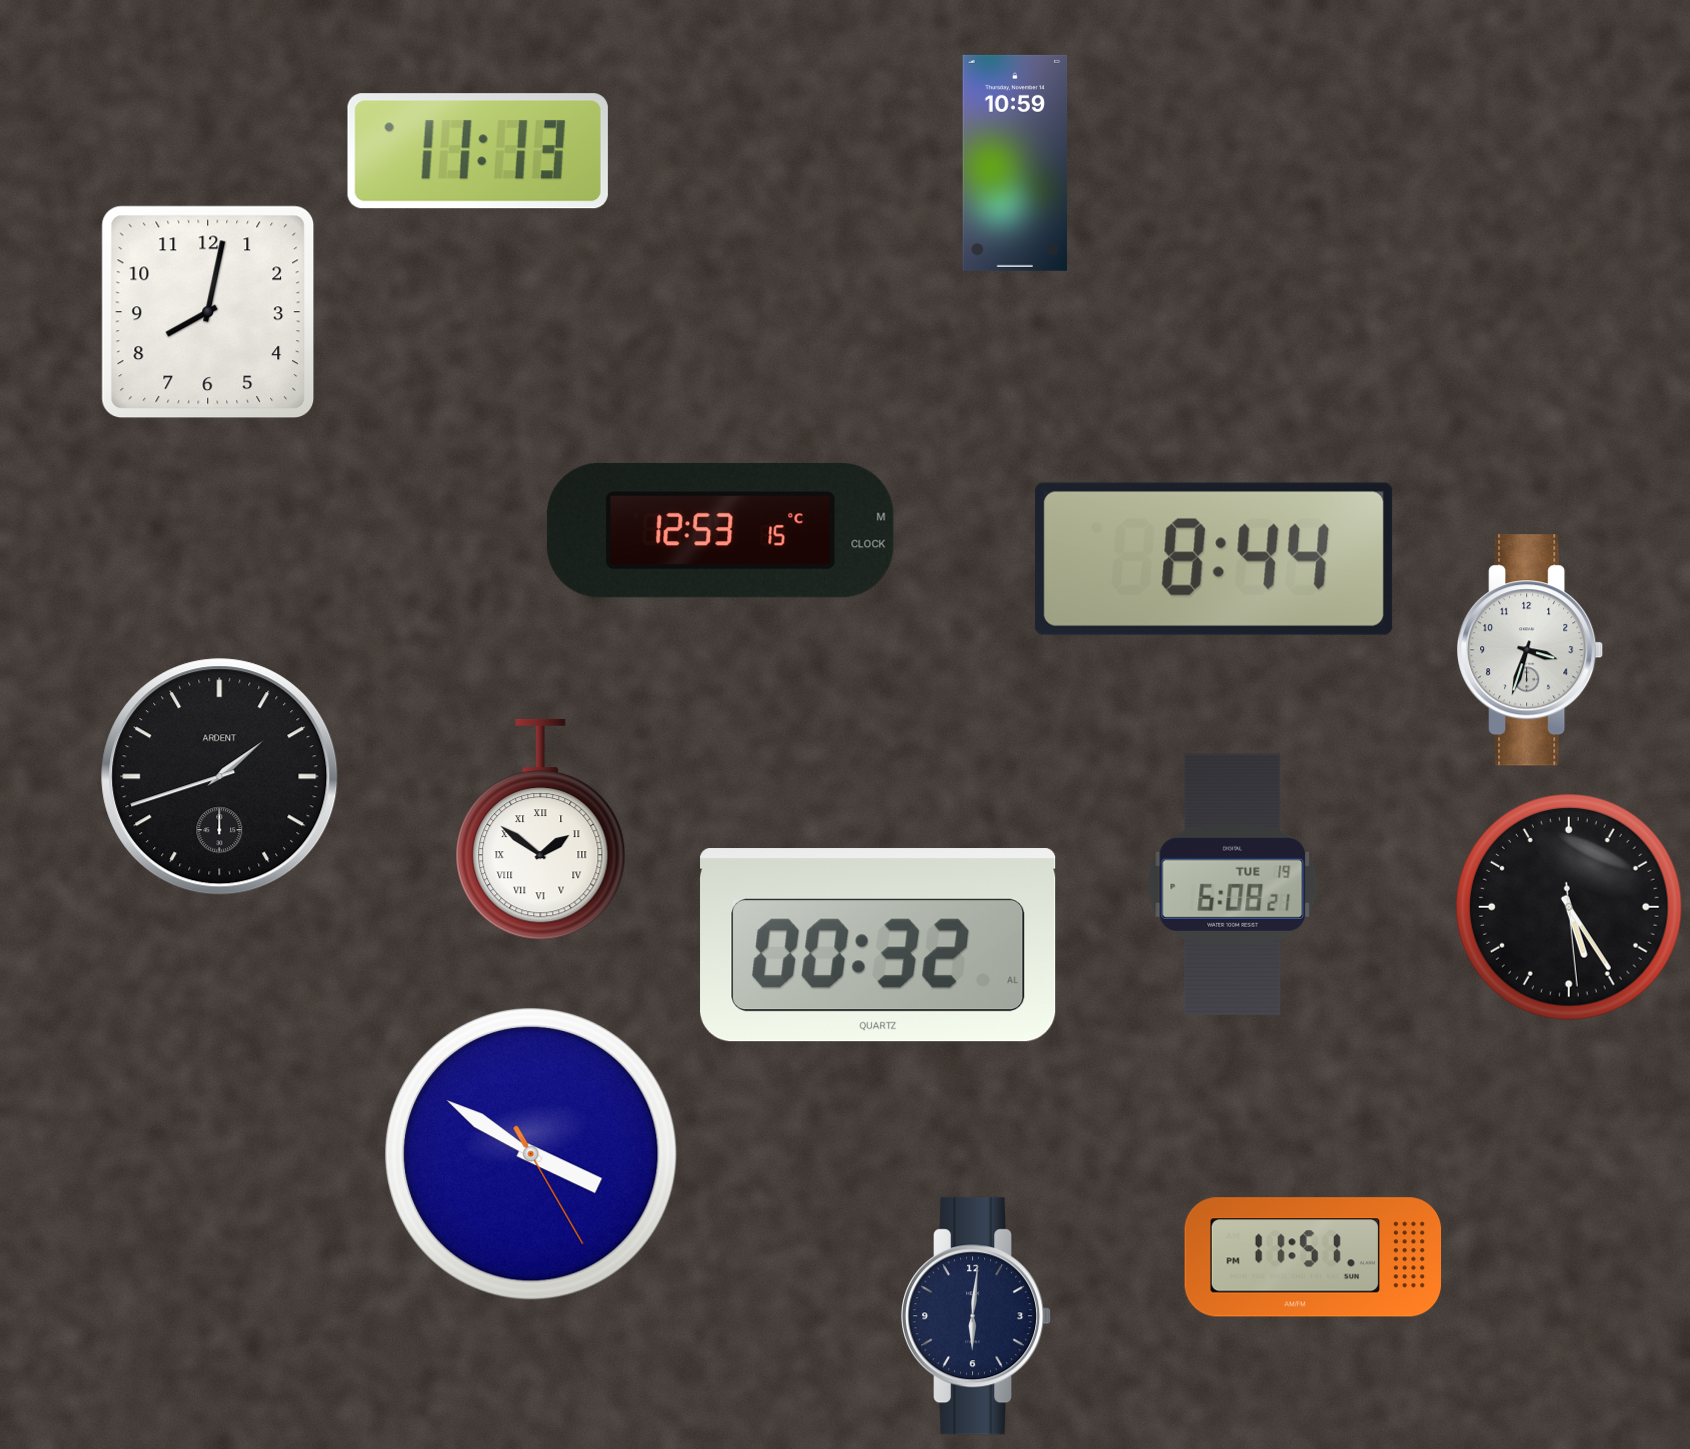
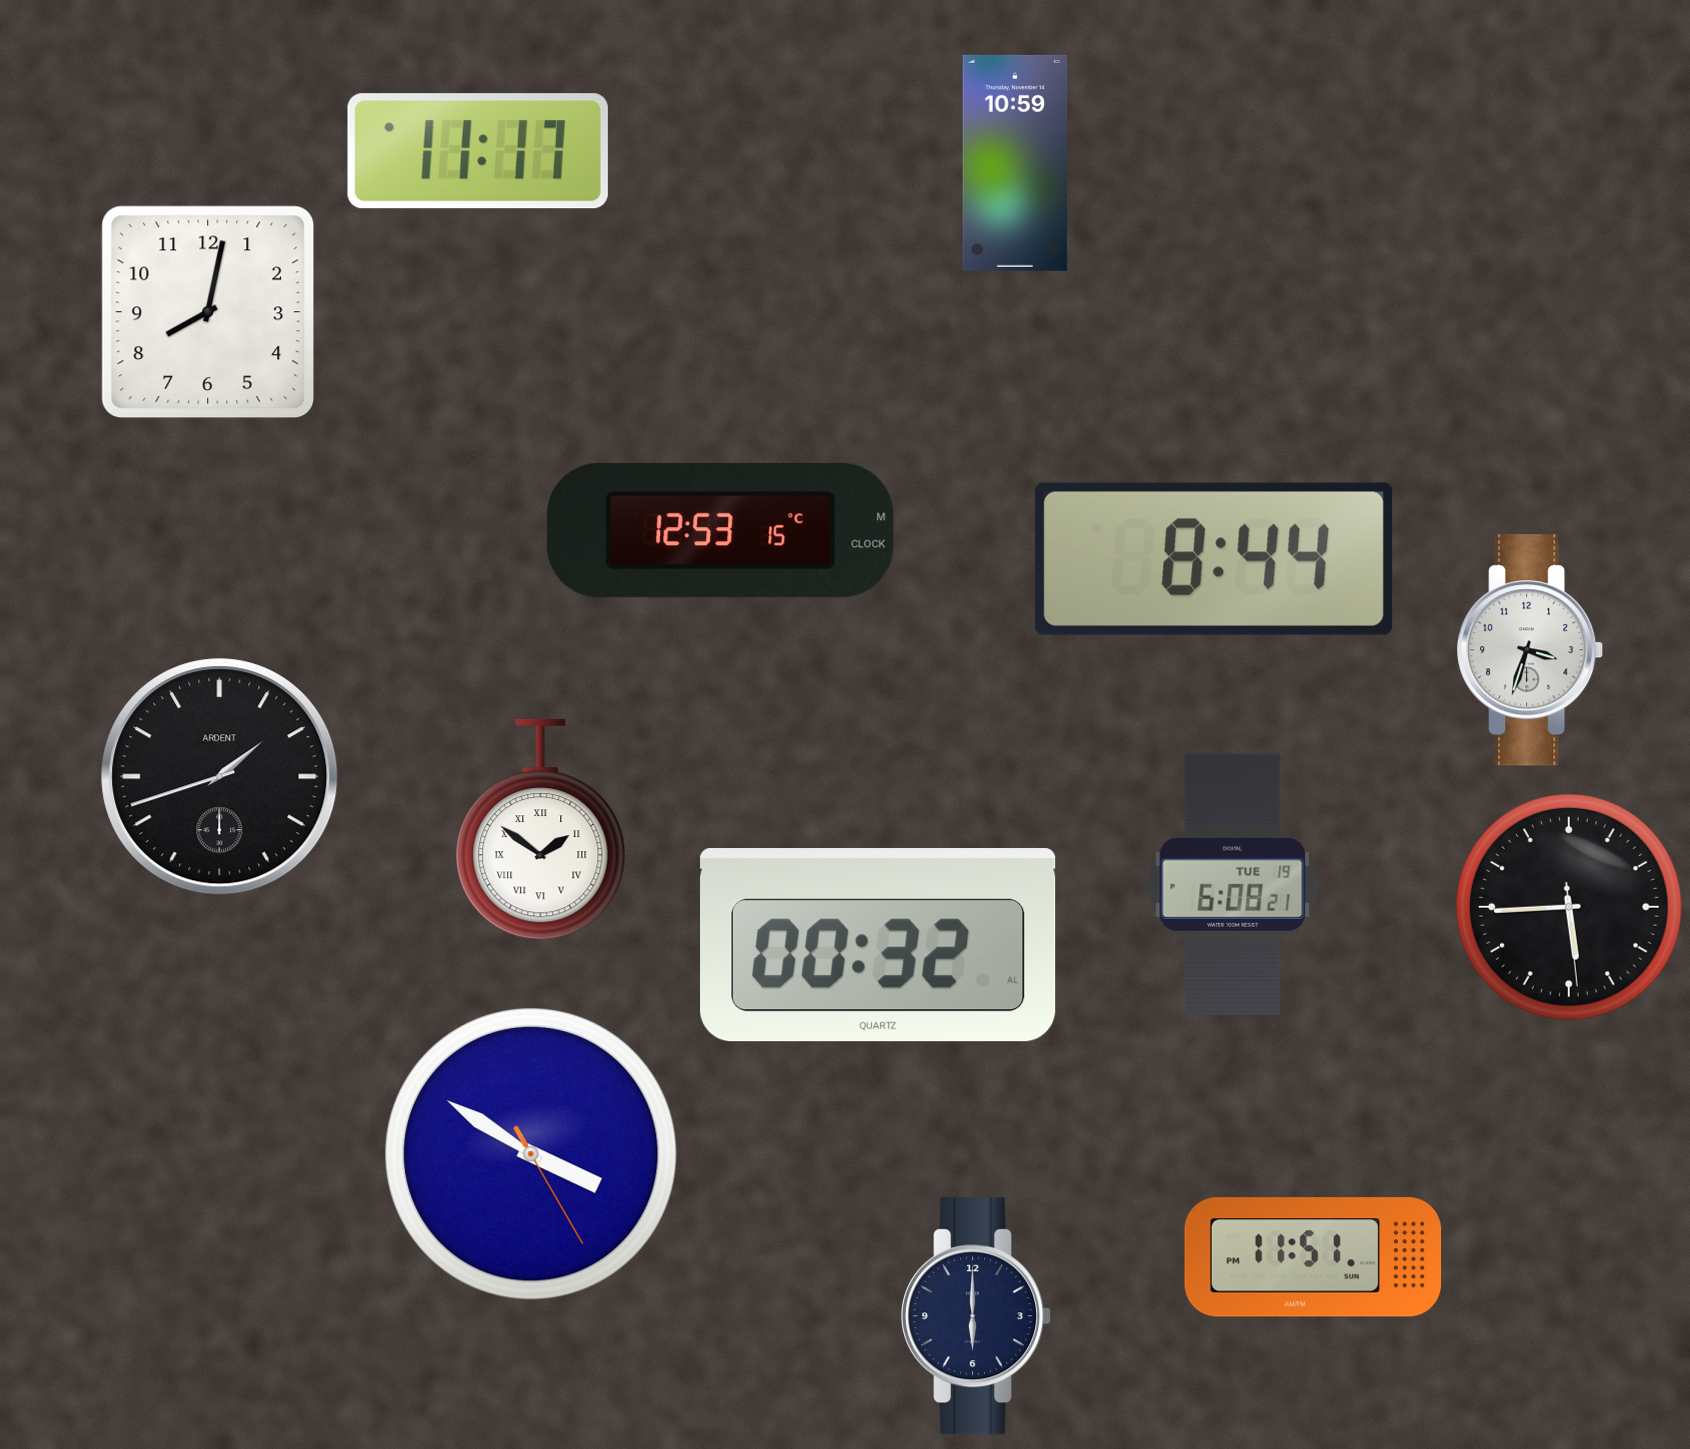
clock at (478, 151): 11:13 -> 11:17
clock at (1570, 908): 5:24 -> 5:44
clock at (977, 1316): 6:01 -> 6:00
